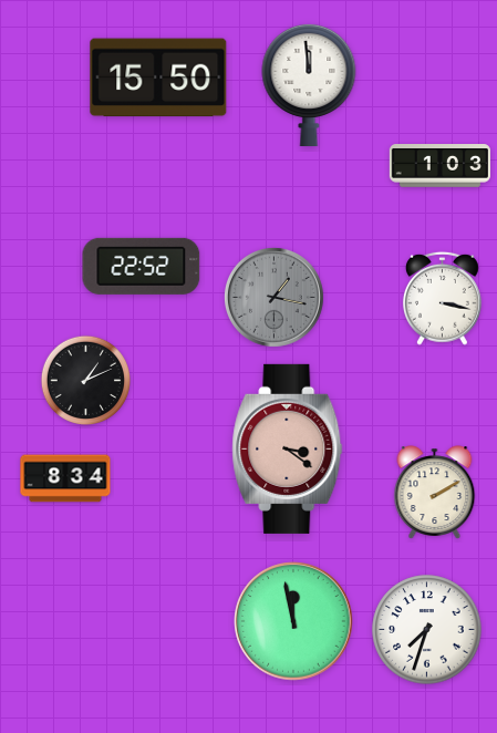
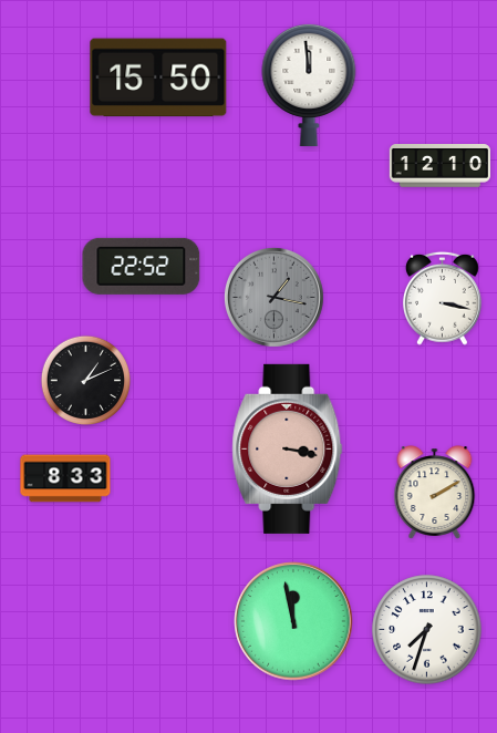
clock at (439, 166): 1:03 -> 12:10
clock at (288, 448): 3:21 -> 3:17
clock at (65, 478): 8:34 -> 8:33
